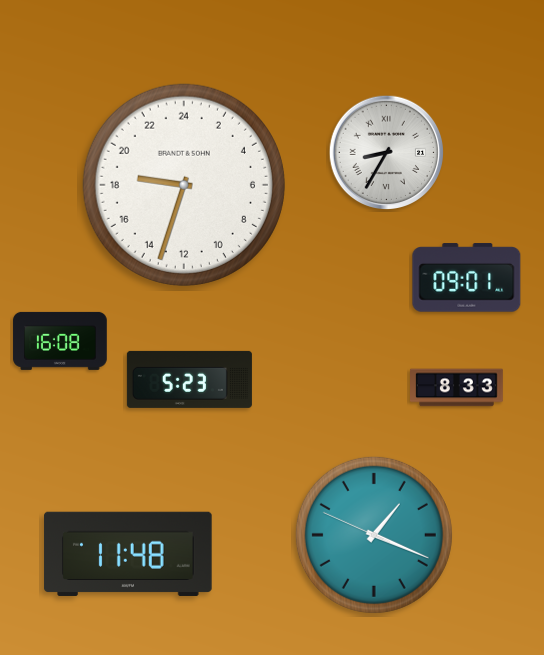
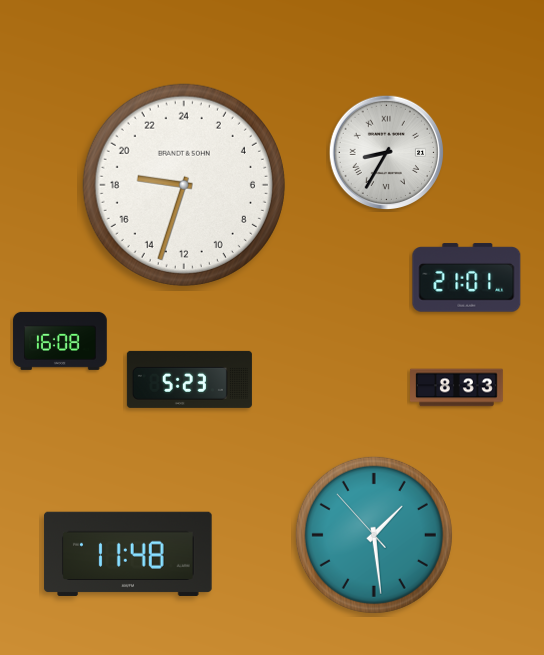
clock at (467, 278): 09:01 -> 21:01
clock at (374, 535): 1:18 -> 1:28
